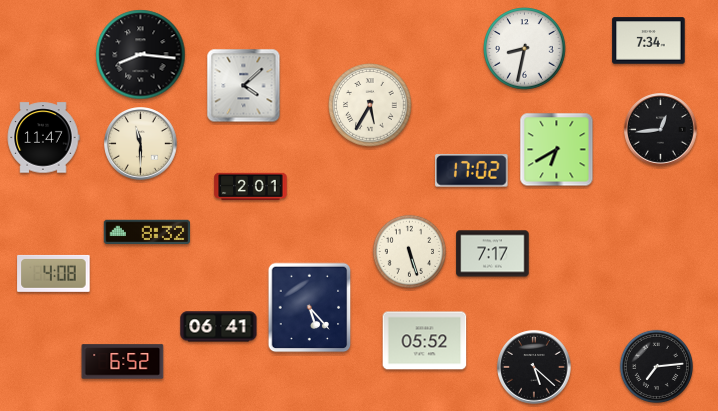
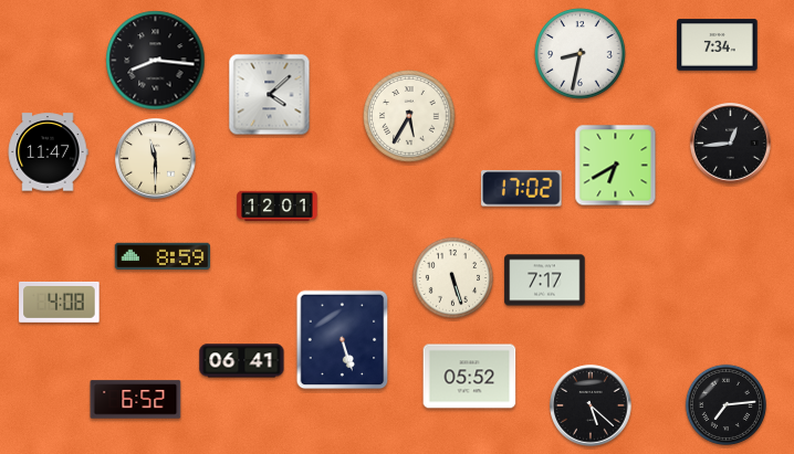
clock at (251, 186): 2:01 -> 12:01
clock at (147, 231): 8:32 -> 8:59
clock at (310, 308): 5:23 -> 5:27
